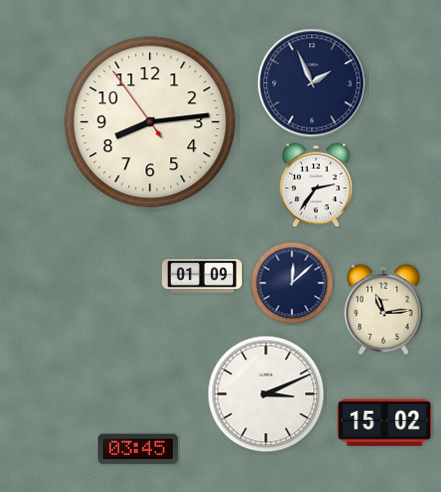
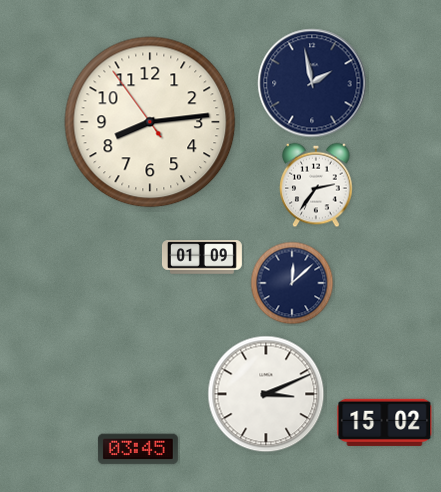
clock at (312, 83): 1:56 -> 1:58
clock at (202, 276) position: (202, 276) -> (202, 257)
clock at (384, 309): 11:14 -> none
